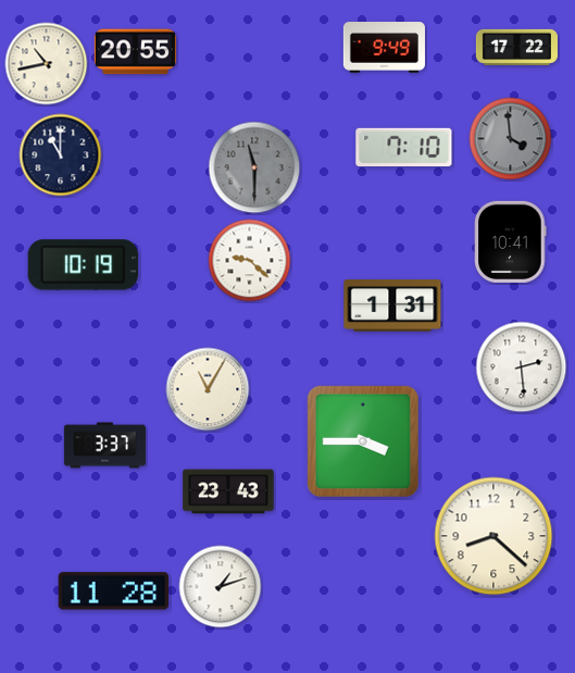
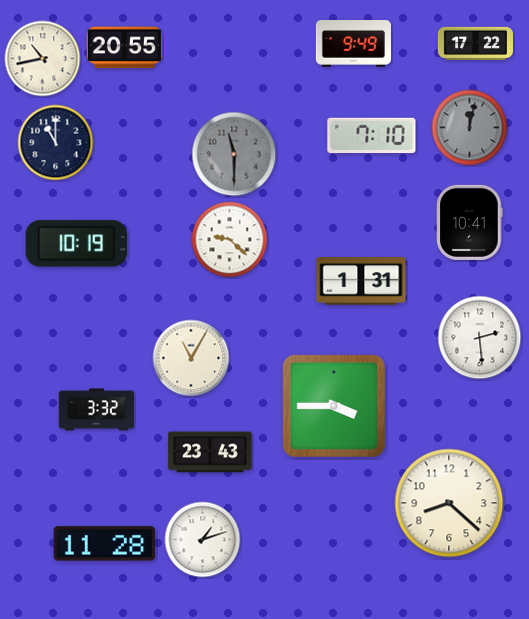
clock at (511, 139): 3:59 -> 12:02
clock at (104, 446): 3:37 -> 3:32
clock at (493, 536) position: (493, 536) -> (449, 503)
